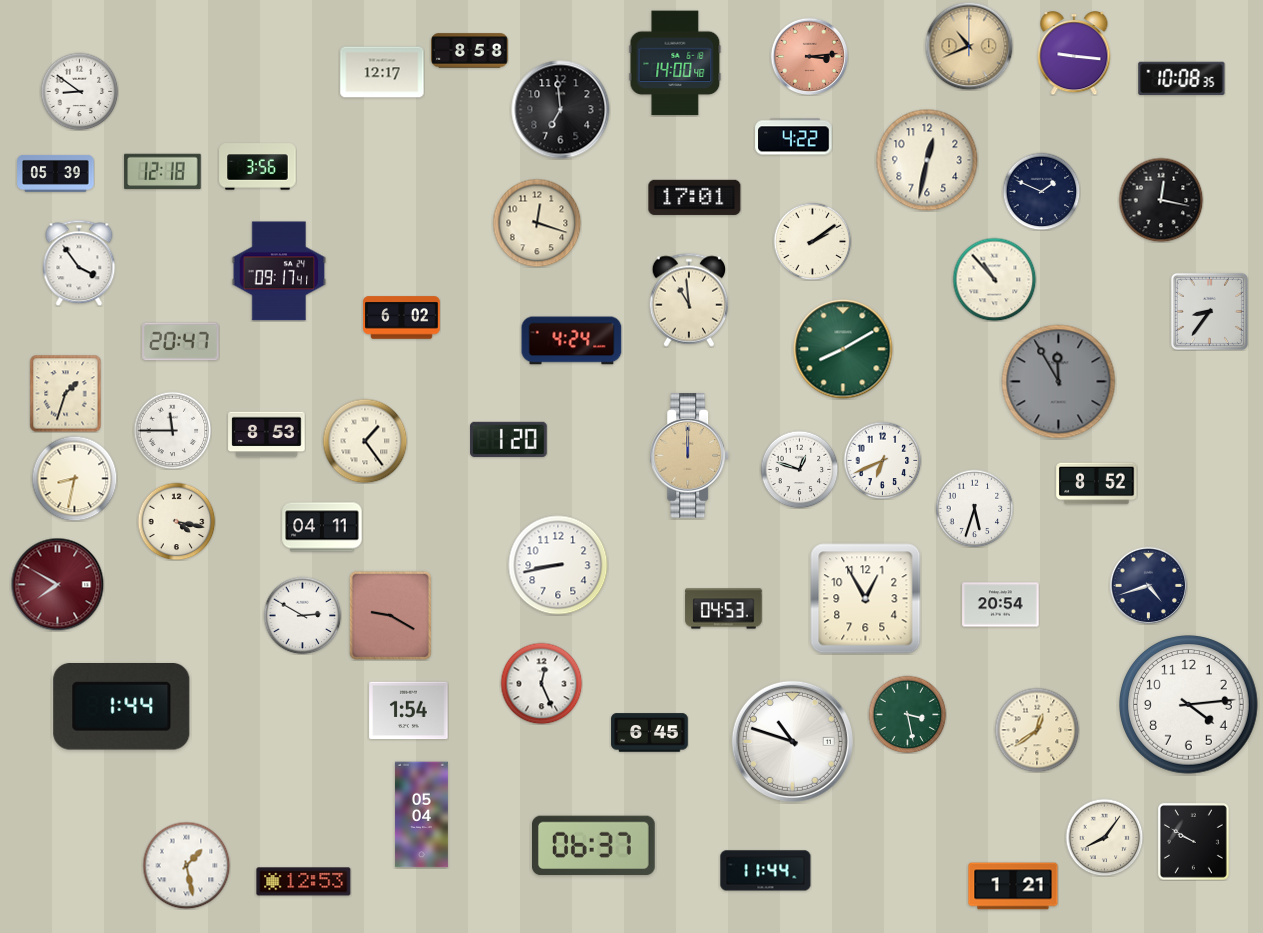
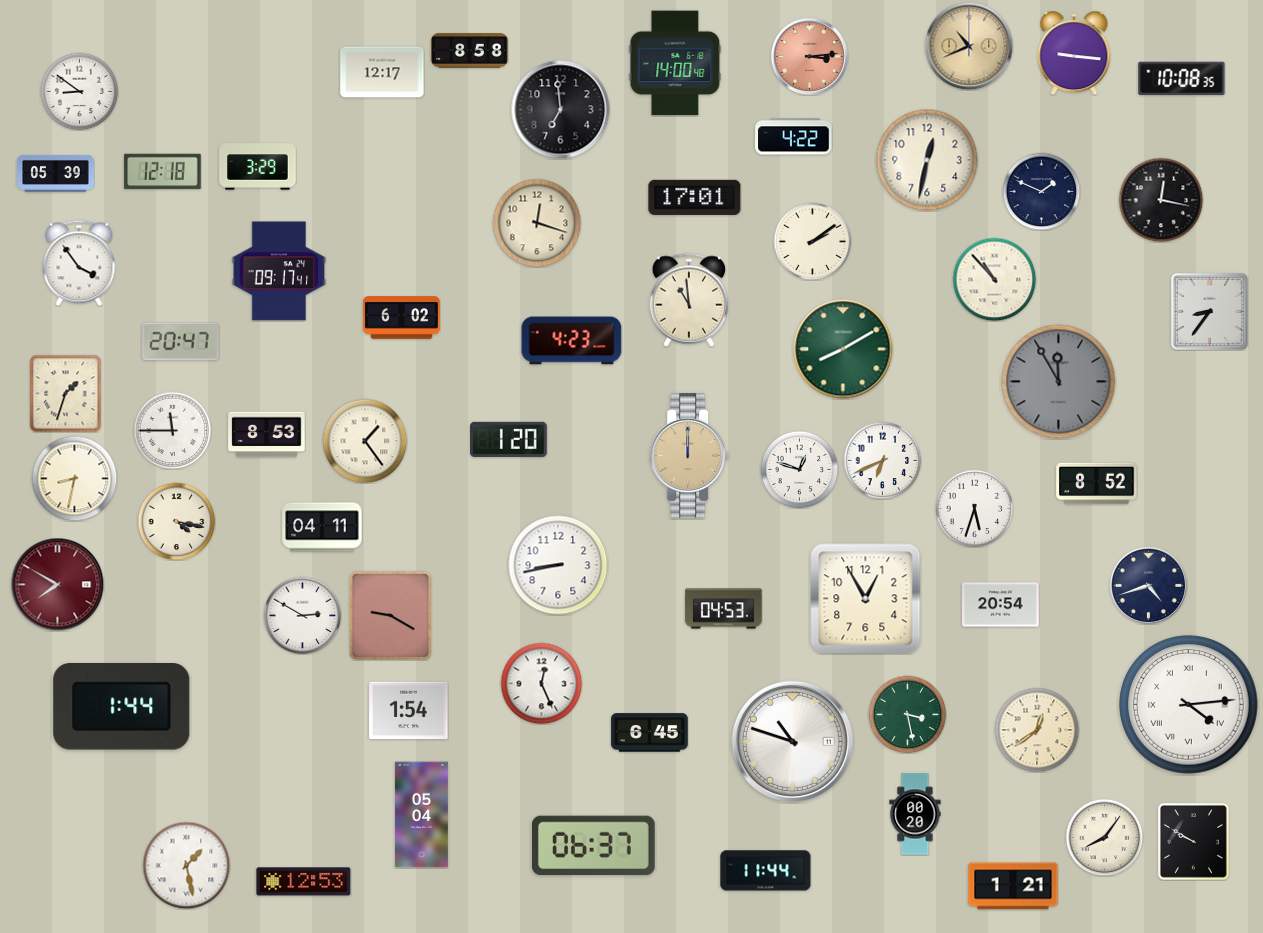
clock at (258, 167): 3:56 -> 3:29
clock at (572, 341): 4:24 -> 4:23
clock at (1189, 705) numerals: Arabic -> Roman
clock at (915, 814): none -> 00:20
